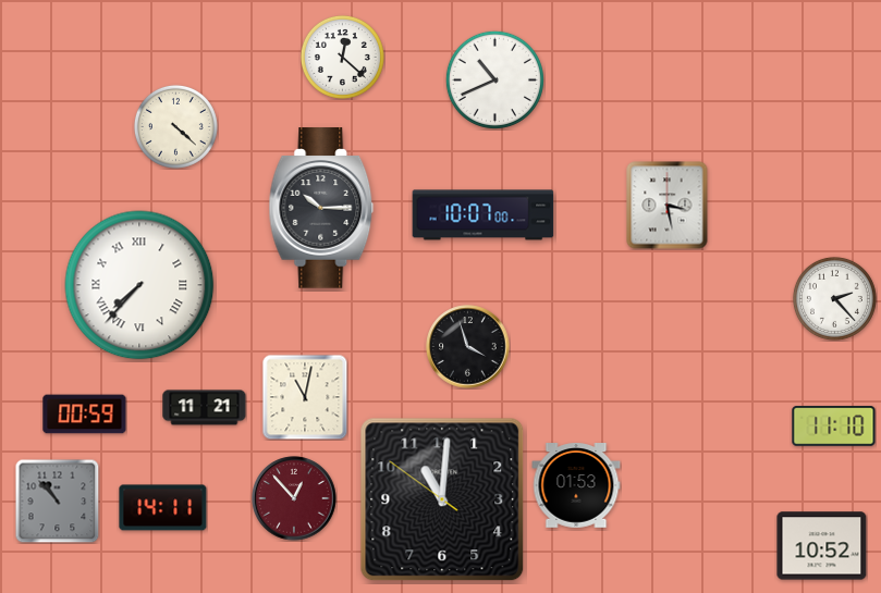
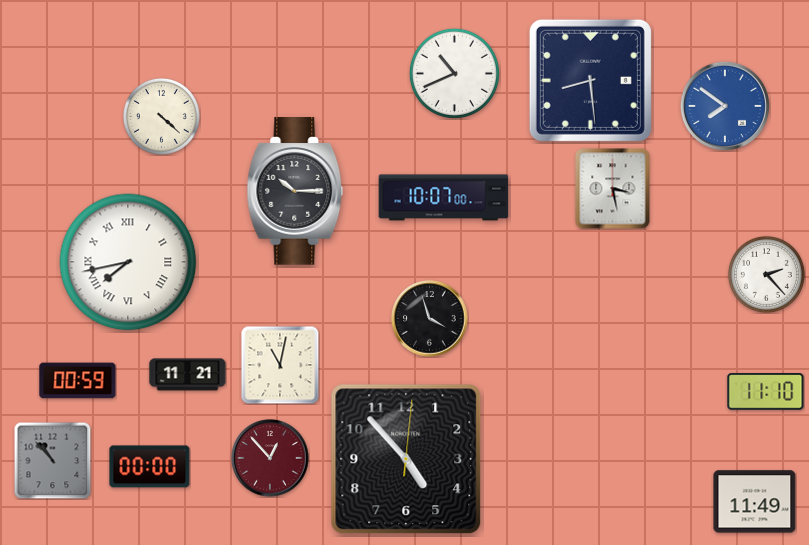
clock at (342, 57): 12:22 -> none
clock at (590, 80): none -> 8:29
clock at (725, 106): none -> 7:51
clock at (139, 285): 7:37 -> 7:43
clock at (576, 486): 01:53 -> none
clock at (442, 499): 11:00 -> 4:53
clock at (163, 508): 14:11 -> 00:00
clock at (822, 546): 10:52 -> 11:49
